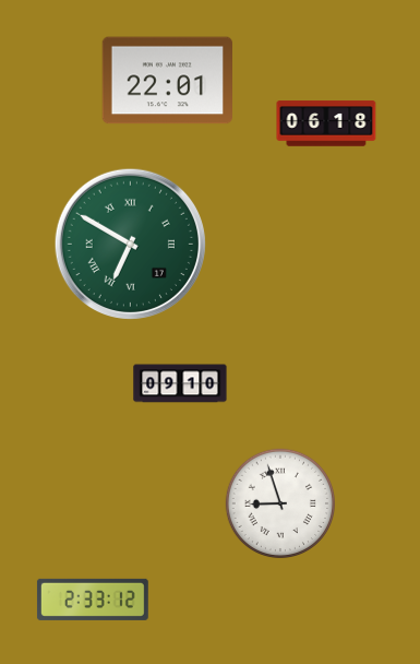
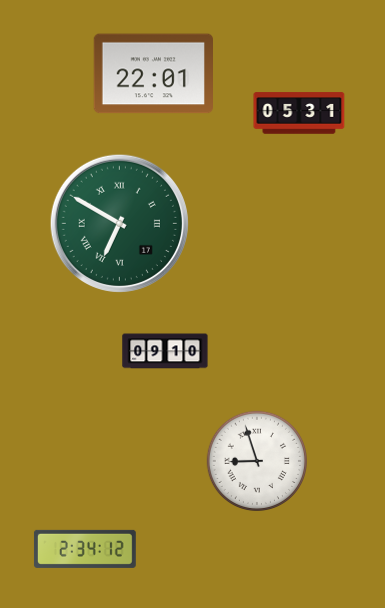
clock at (326, 123): 06:18 -> 05:31
clock at (93, 600): 2:33 -> 2:34
